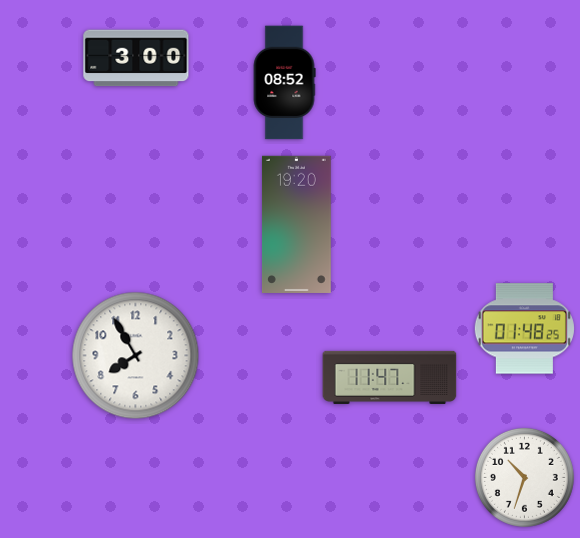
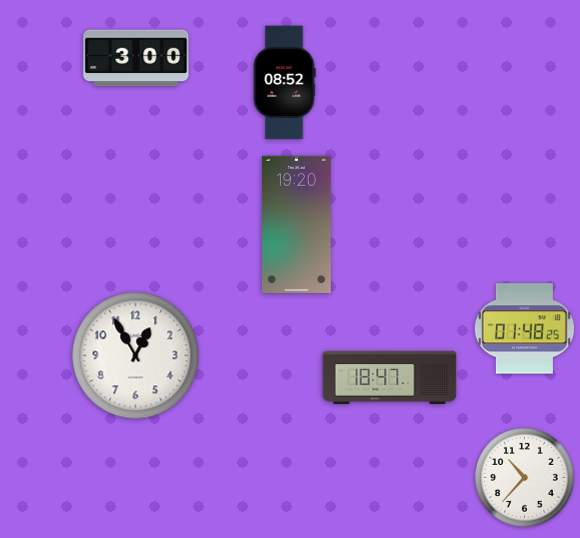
clock at (136, 356): 7:55 -> 12:55
clock at (390, 377): 11:47 -> 18:47
clock at (524, 477): 10:33 -> 10:37
